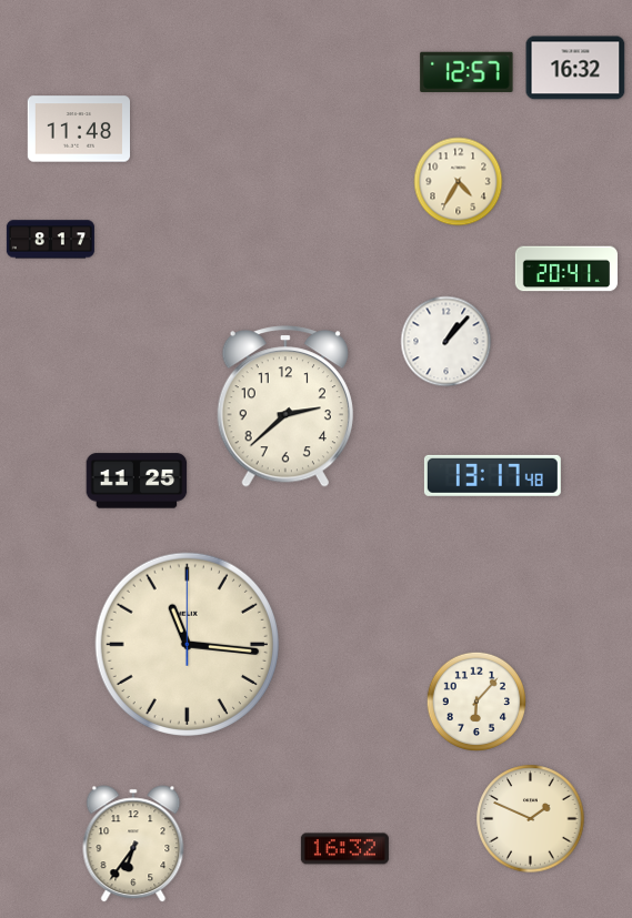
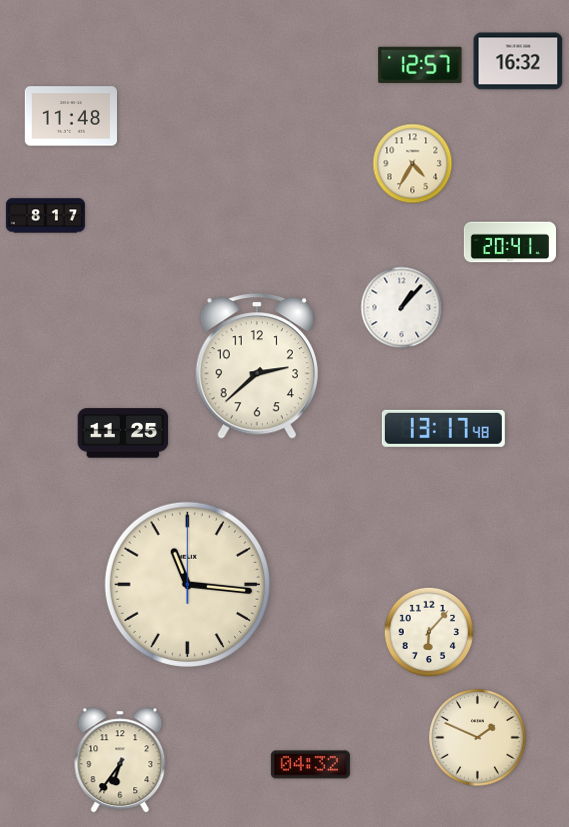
clock at (187, 644) position: (187, 644) -> (187, 584)
clock at (344, 849): 16:32 -> 04:32
